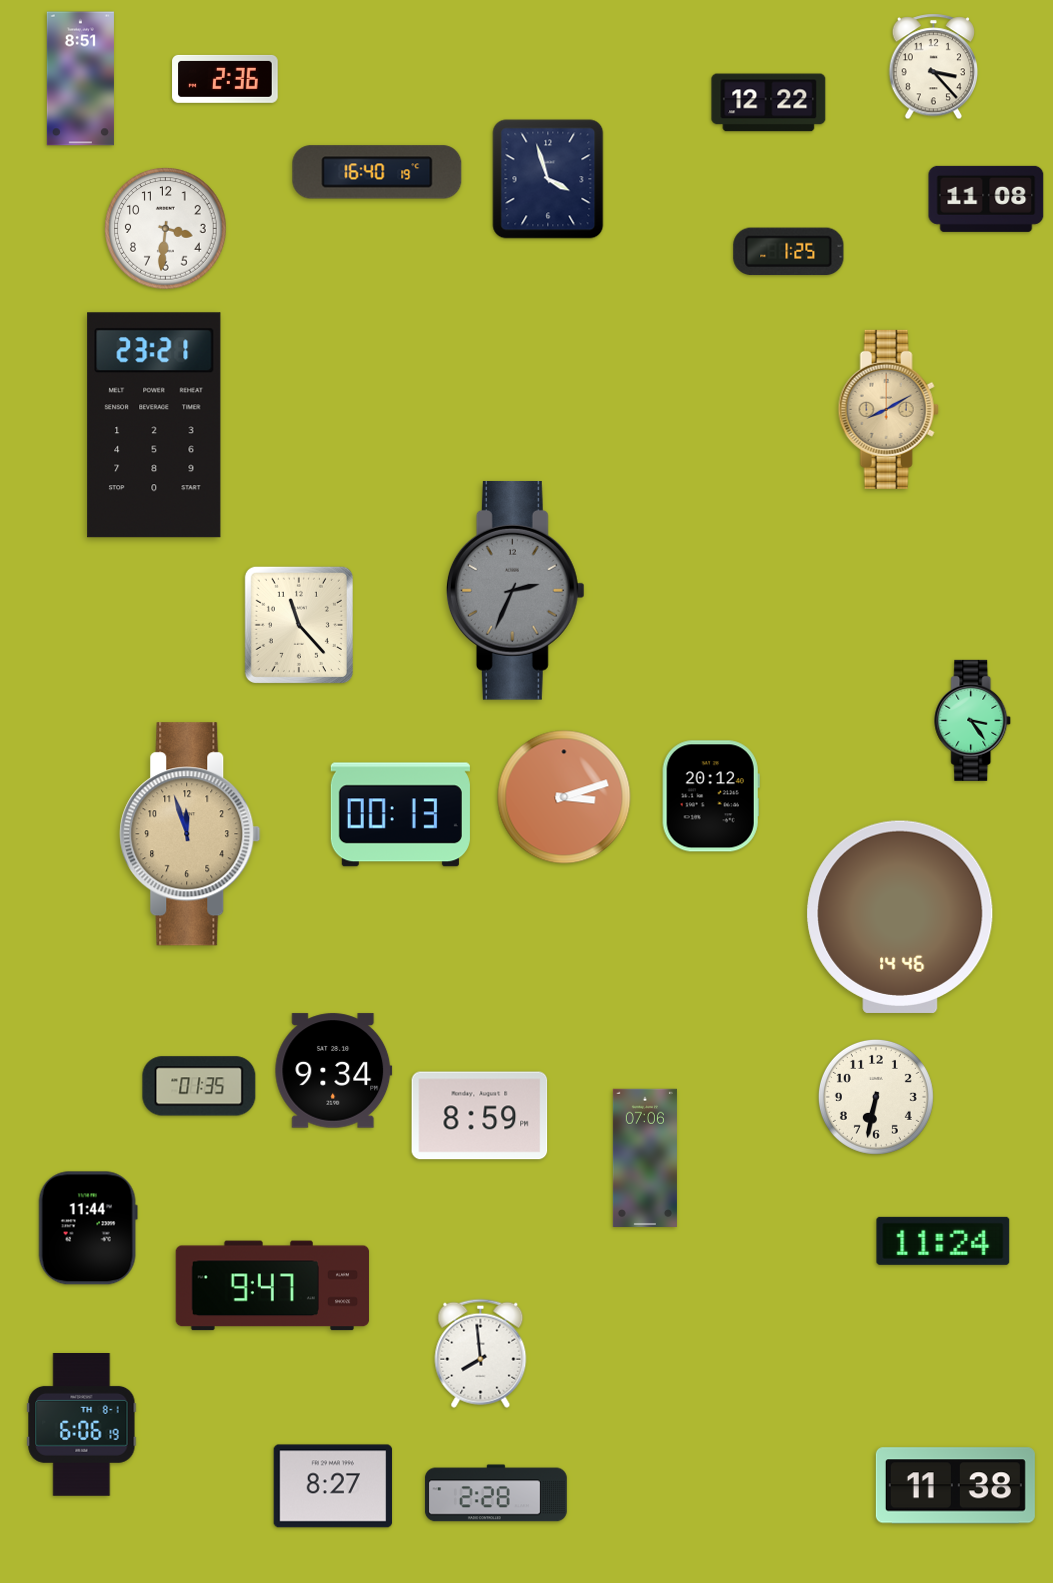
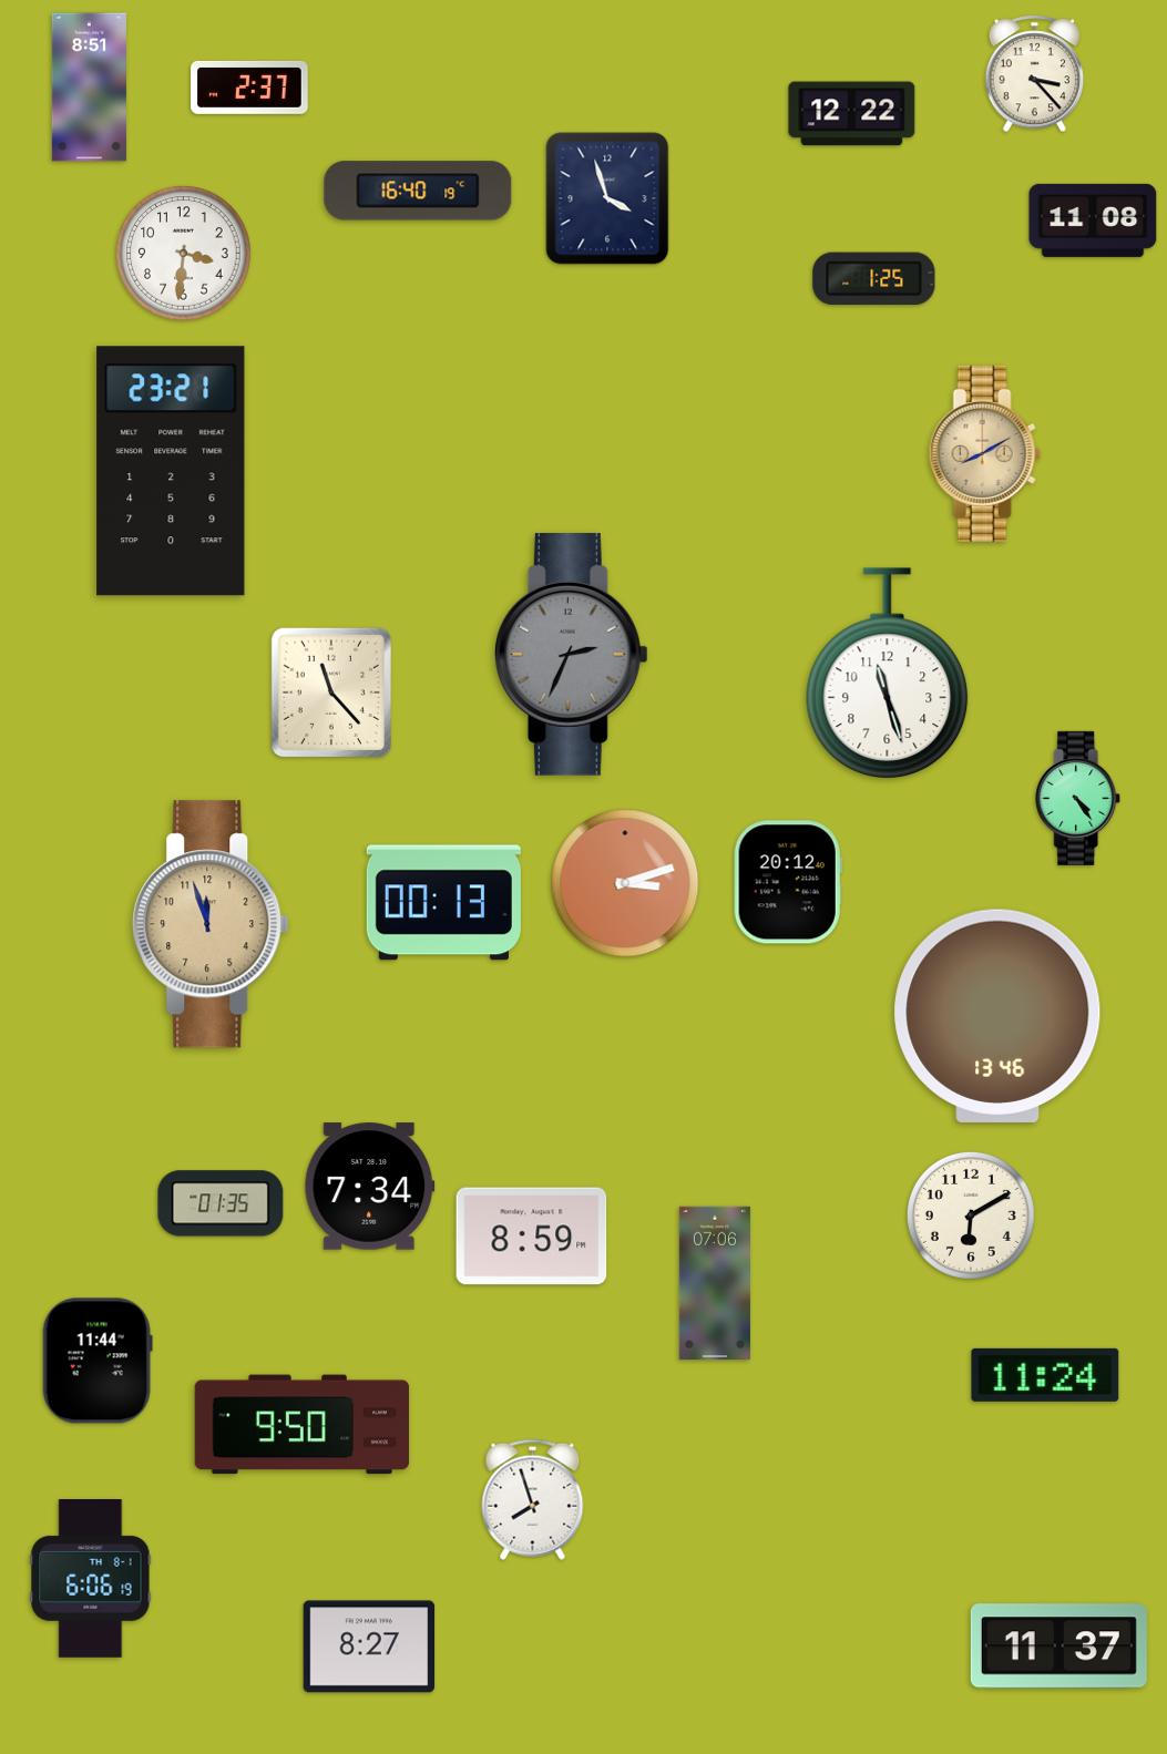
clock at (225, 79): 2:36 -> 2:37
clock at (888, 673): none -> 11:27
clock at (973, 720): 3:24 -> 4:24
clock at (900, 917): 14:46 -> 13:46
clock at (334, 1071): 9:34 -> 7:34
clock at (876, 1097): 6:32 -> 6:10
clock at (273, 1286): 9:47 -> 9:50
clock at (481, 1353): 7:59 -> 7:57
clock at (955, 1486): 11:38 -> 11:37
clock at (496, 1493): 2:28 -> none
